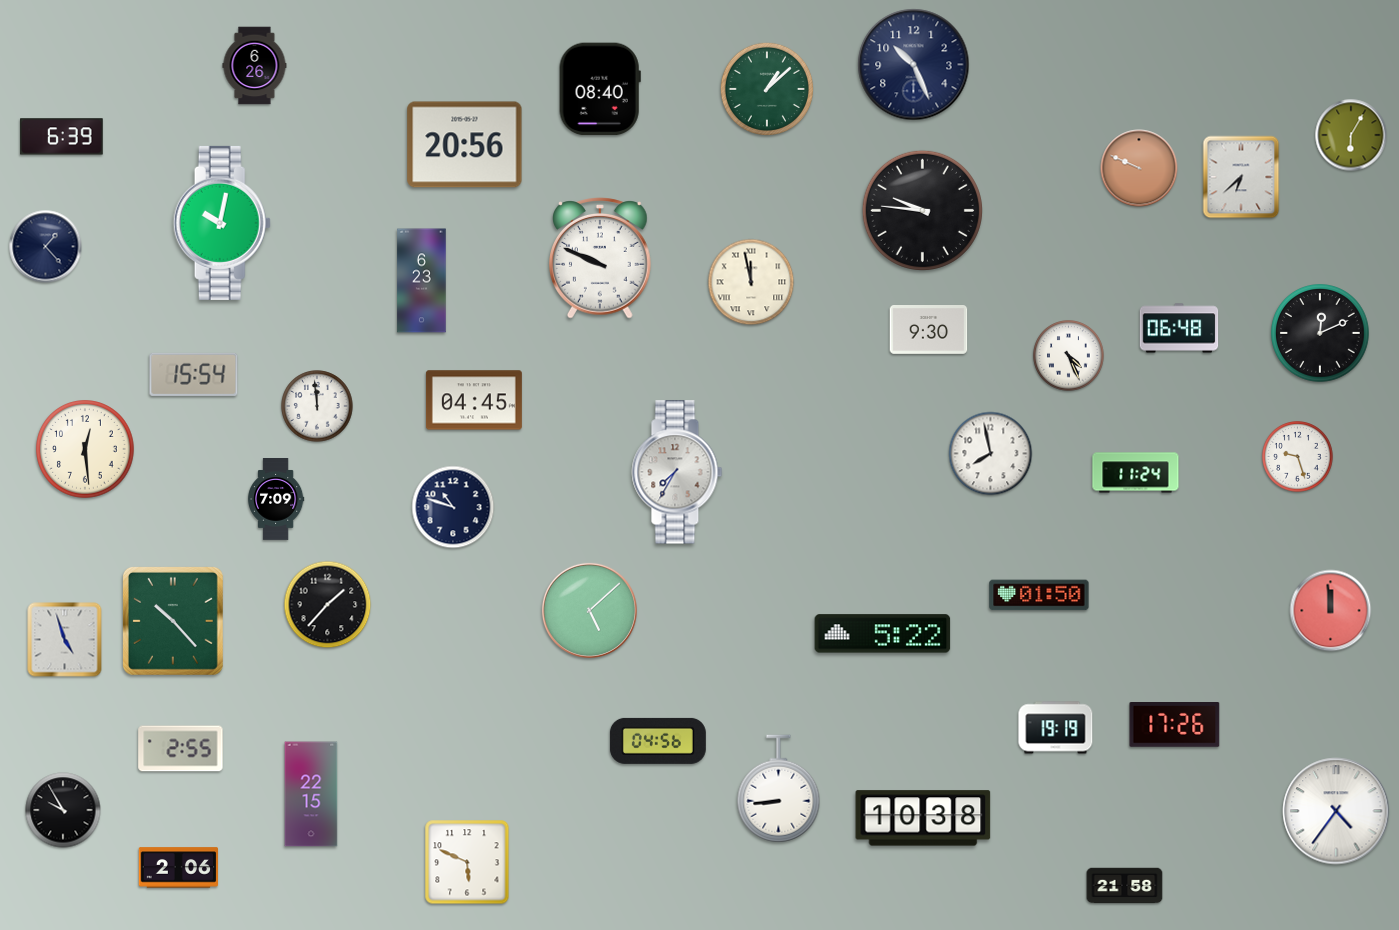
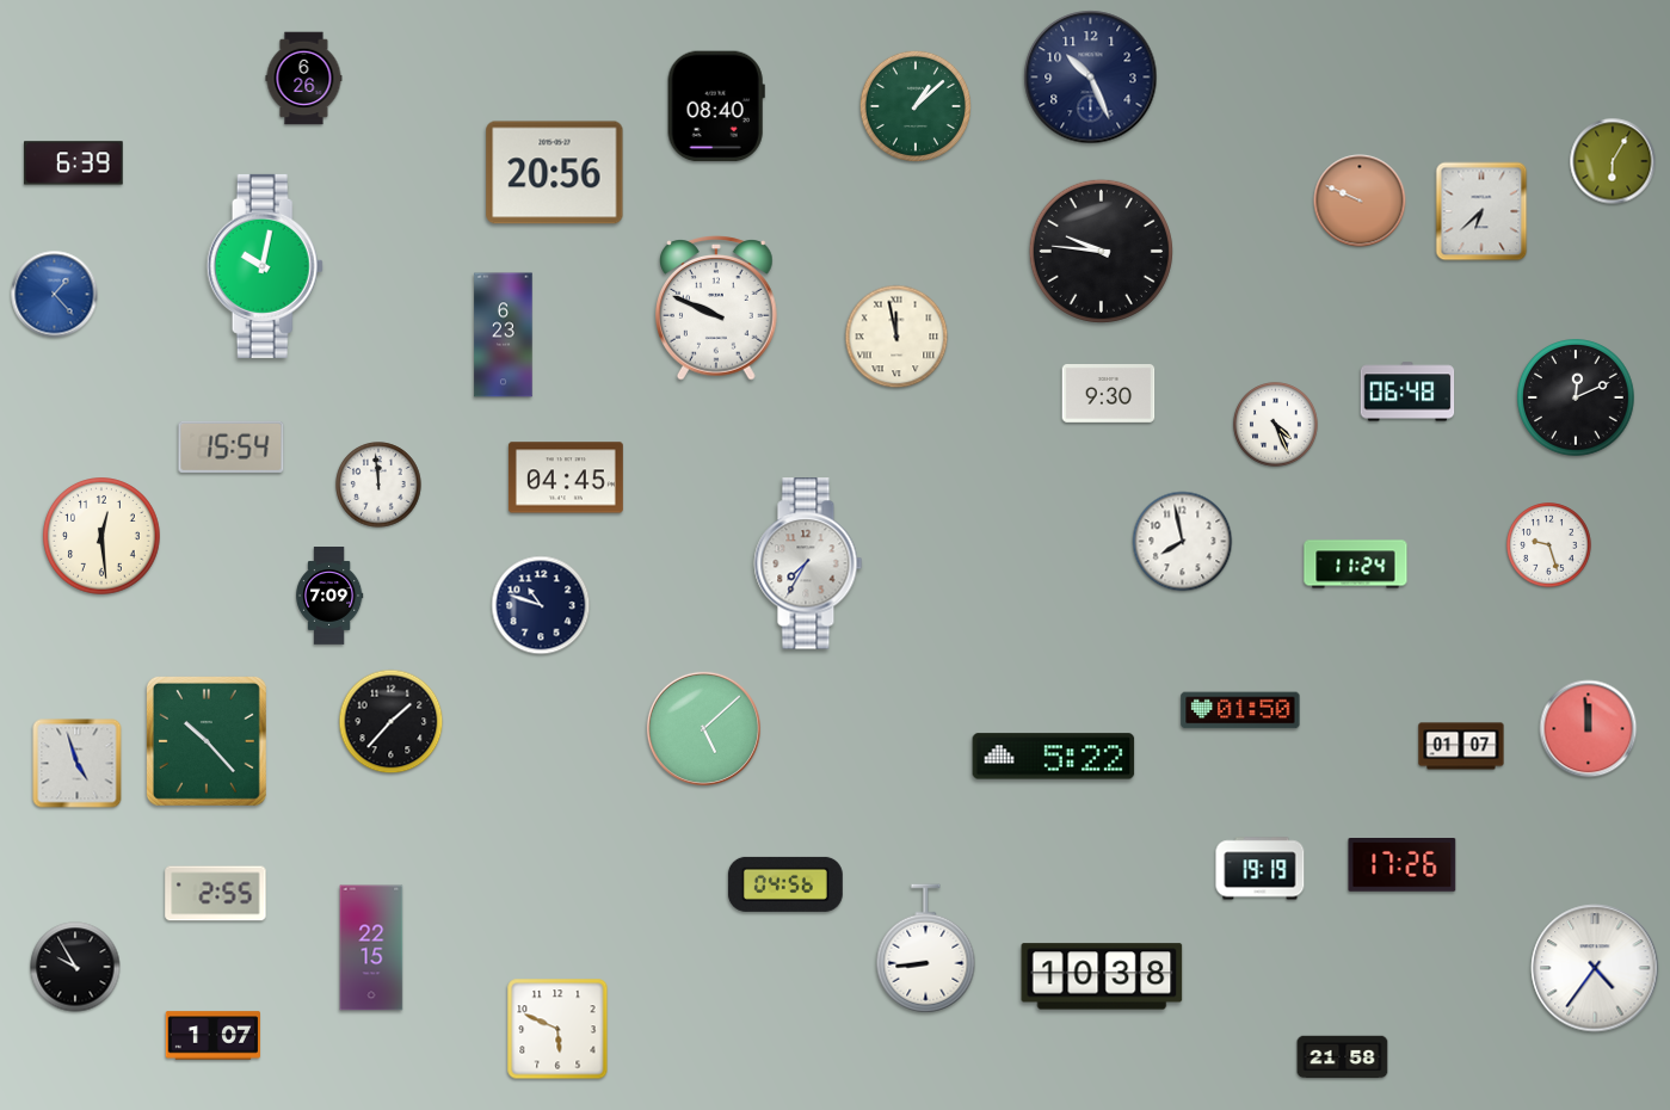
clock at (46, 247) dial: navy -> blue
clock at (1461, 746): none -> 01:07
clock at (779, 789) position: (779, 789) -> (926, 949)
clock at (178, 868): 2:06 -> 1:07
